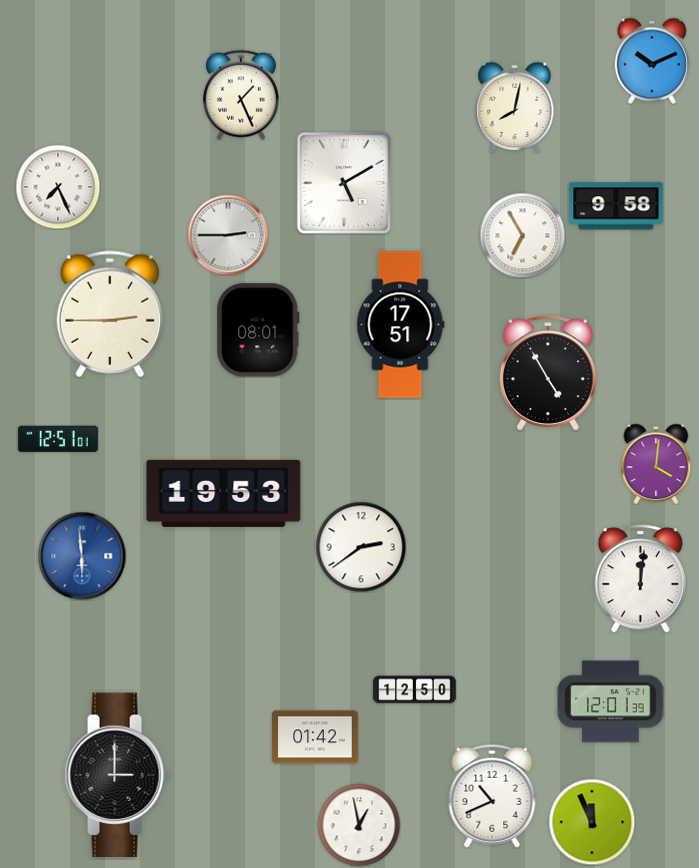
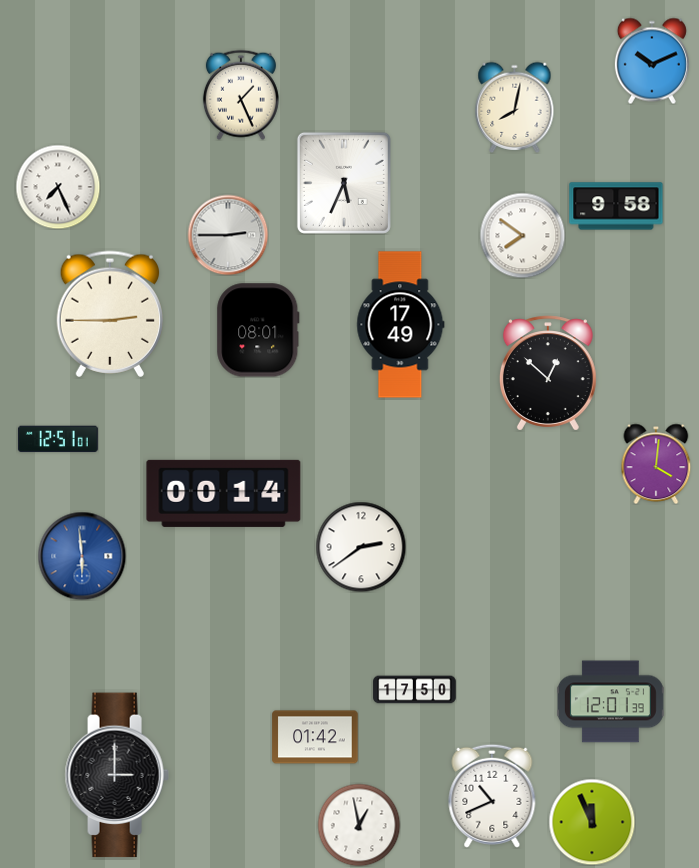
clock at (344, 183): 5:10 -> 5:34
clock at (522, 235): 6:55 -> 7:51
clock at (401, 325): 17:51 -> 17:49
clock at (548, 373): 4:55 -> 12:52
clock at (224, 493): 19:53 -> 00:14
clock at (640, 579): 12:01 -> none
clock at (415, 690): 12:50 -> 17:50
